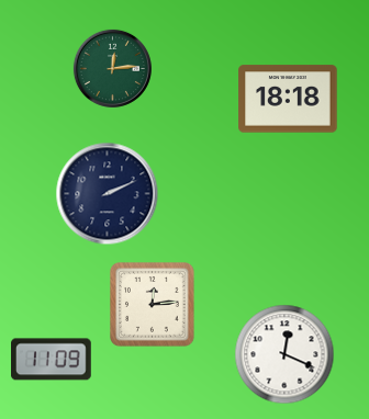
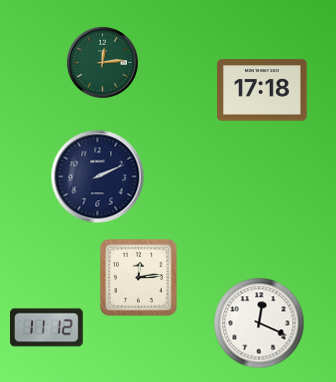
clock at (288, 99): 18:18 -> 17:18
clock at (52, 360): 11:09 -> 11:12
